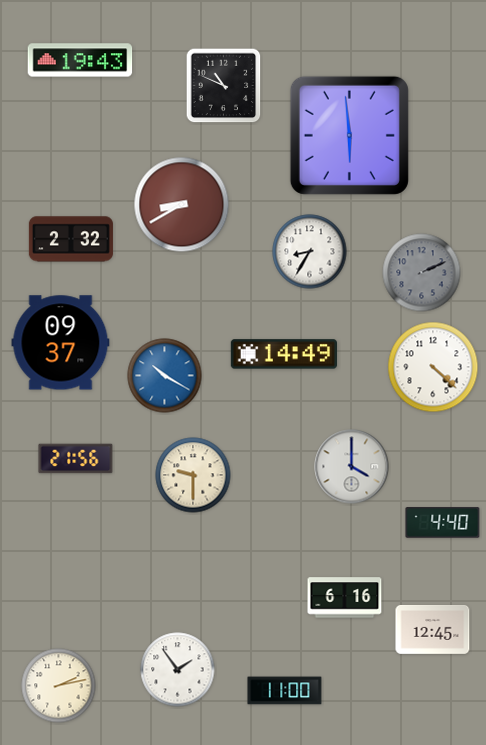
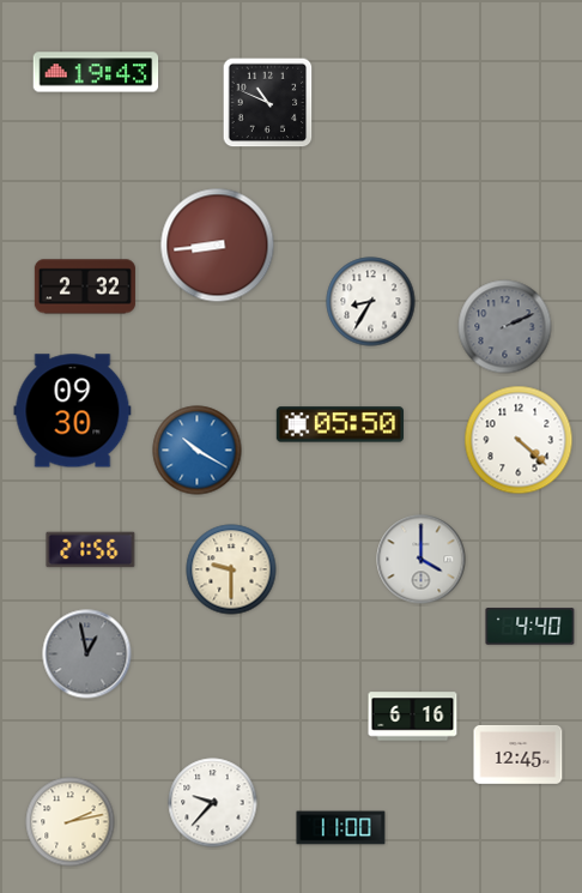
clock at (349, 135): 5:59 -> none
clock at (182, 205): 8:40 -> 8:44
clock at (61, 343): 09:37 -> 09:30
clock at (283, 354): 14:49 -> 05:50
clock at (87, 654): none -> 12:58
clock at (178, 670): 1:54 -> 9:37
